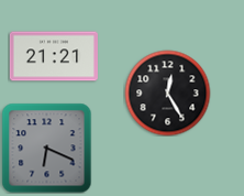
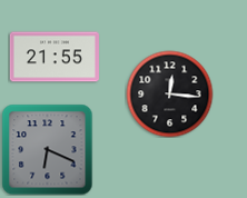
clock at (54, 56): 21:21 -> 21:55
clock at (167, 92): 12:25 -> 12:16
